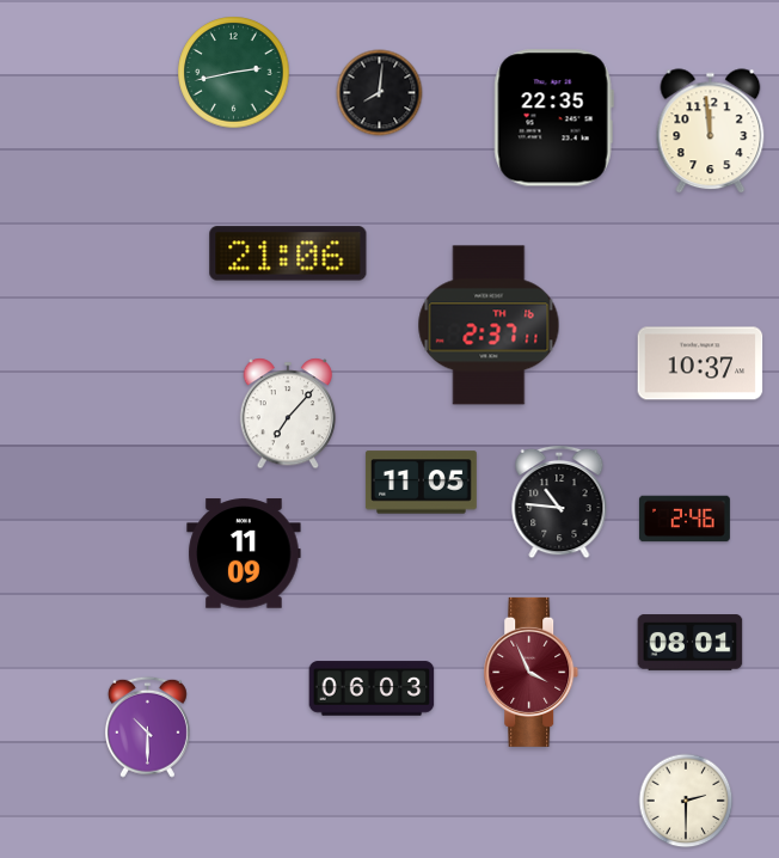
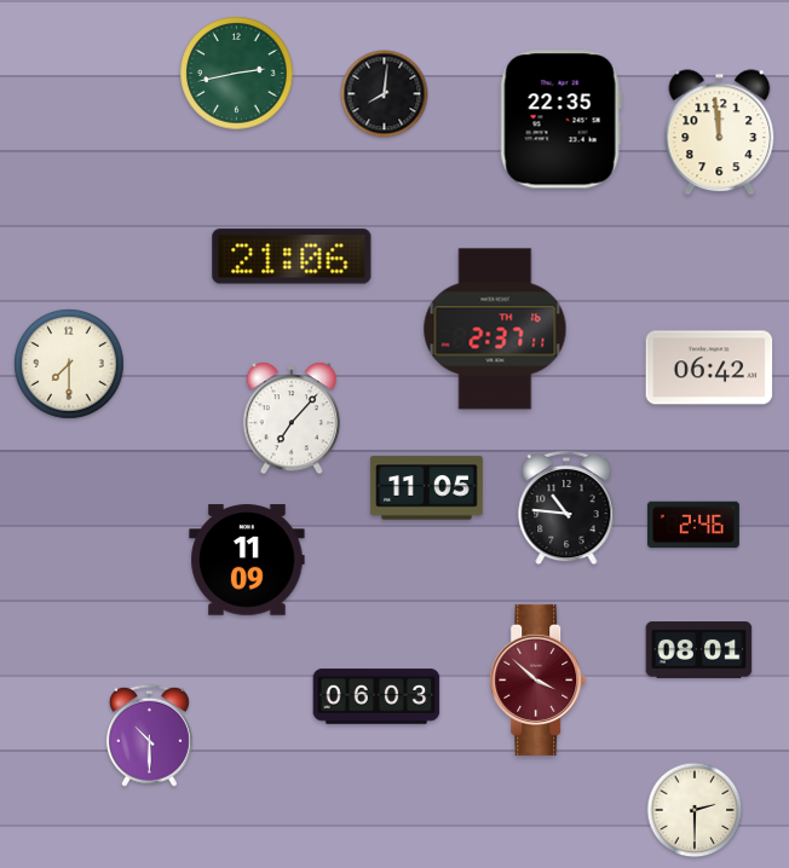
clock at (70, 365): none -> 7:30
clock at (700, 363): 10:37 -> 06:42
clock at (532, 672): 3:56 -> 3:52
